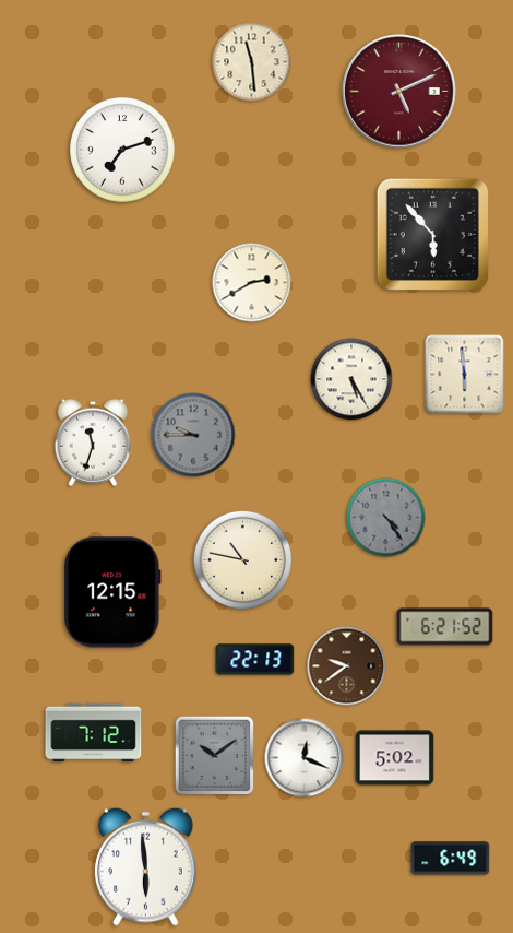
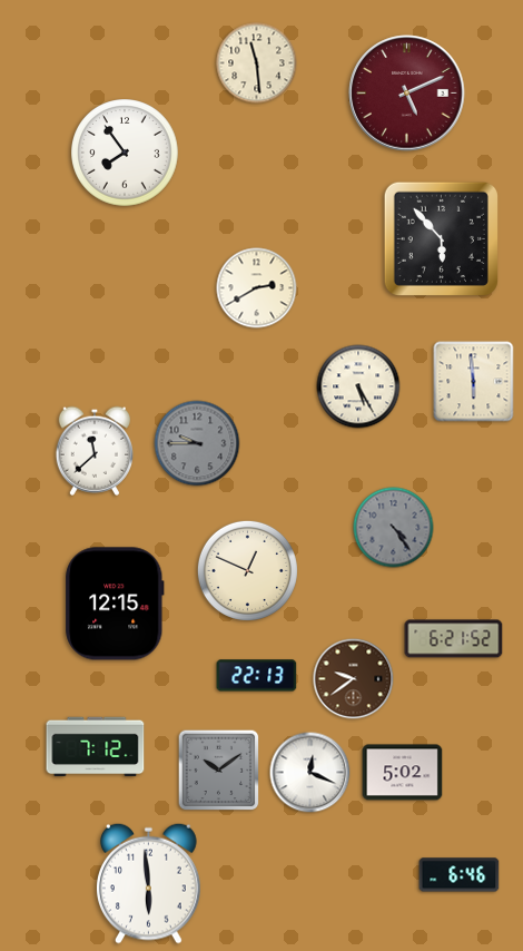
clock at (122, 150): 7:12 -> 7:54
clock at (92, 442): 11:33 -> 11:38
clock at (242, 559): 10:47 -> 12:49
clock at (255, 660) position: (255, 660) -> (257, 676)
clock at (451, 859): 6:49 -> 6:46
